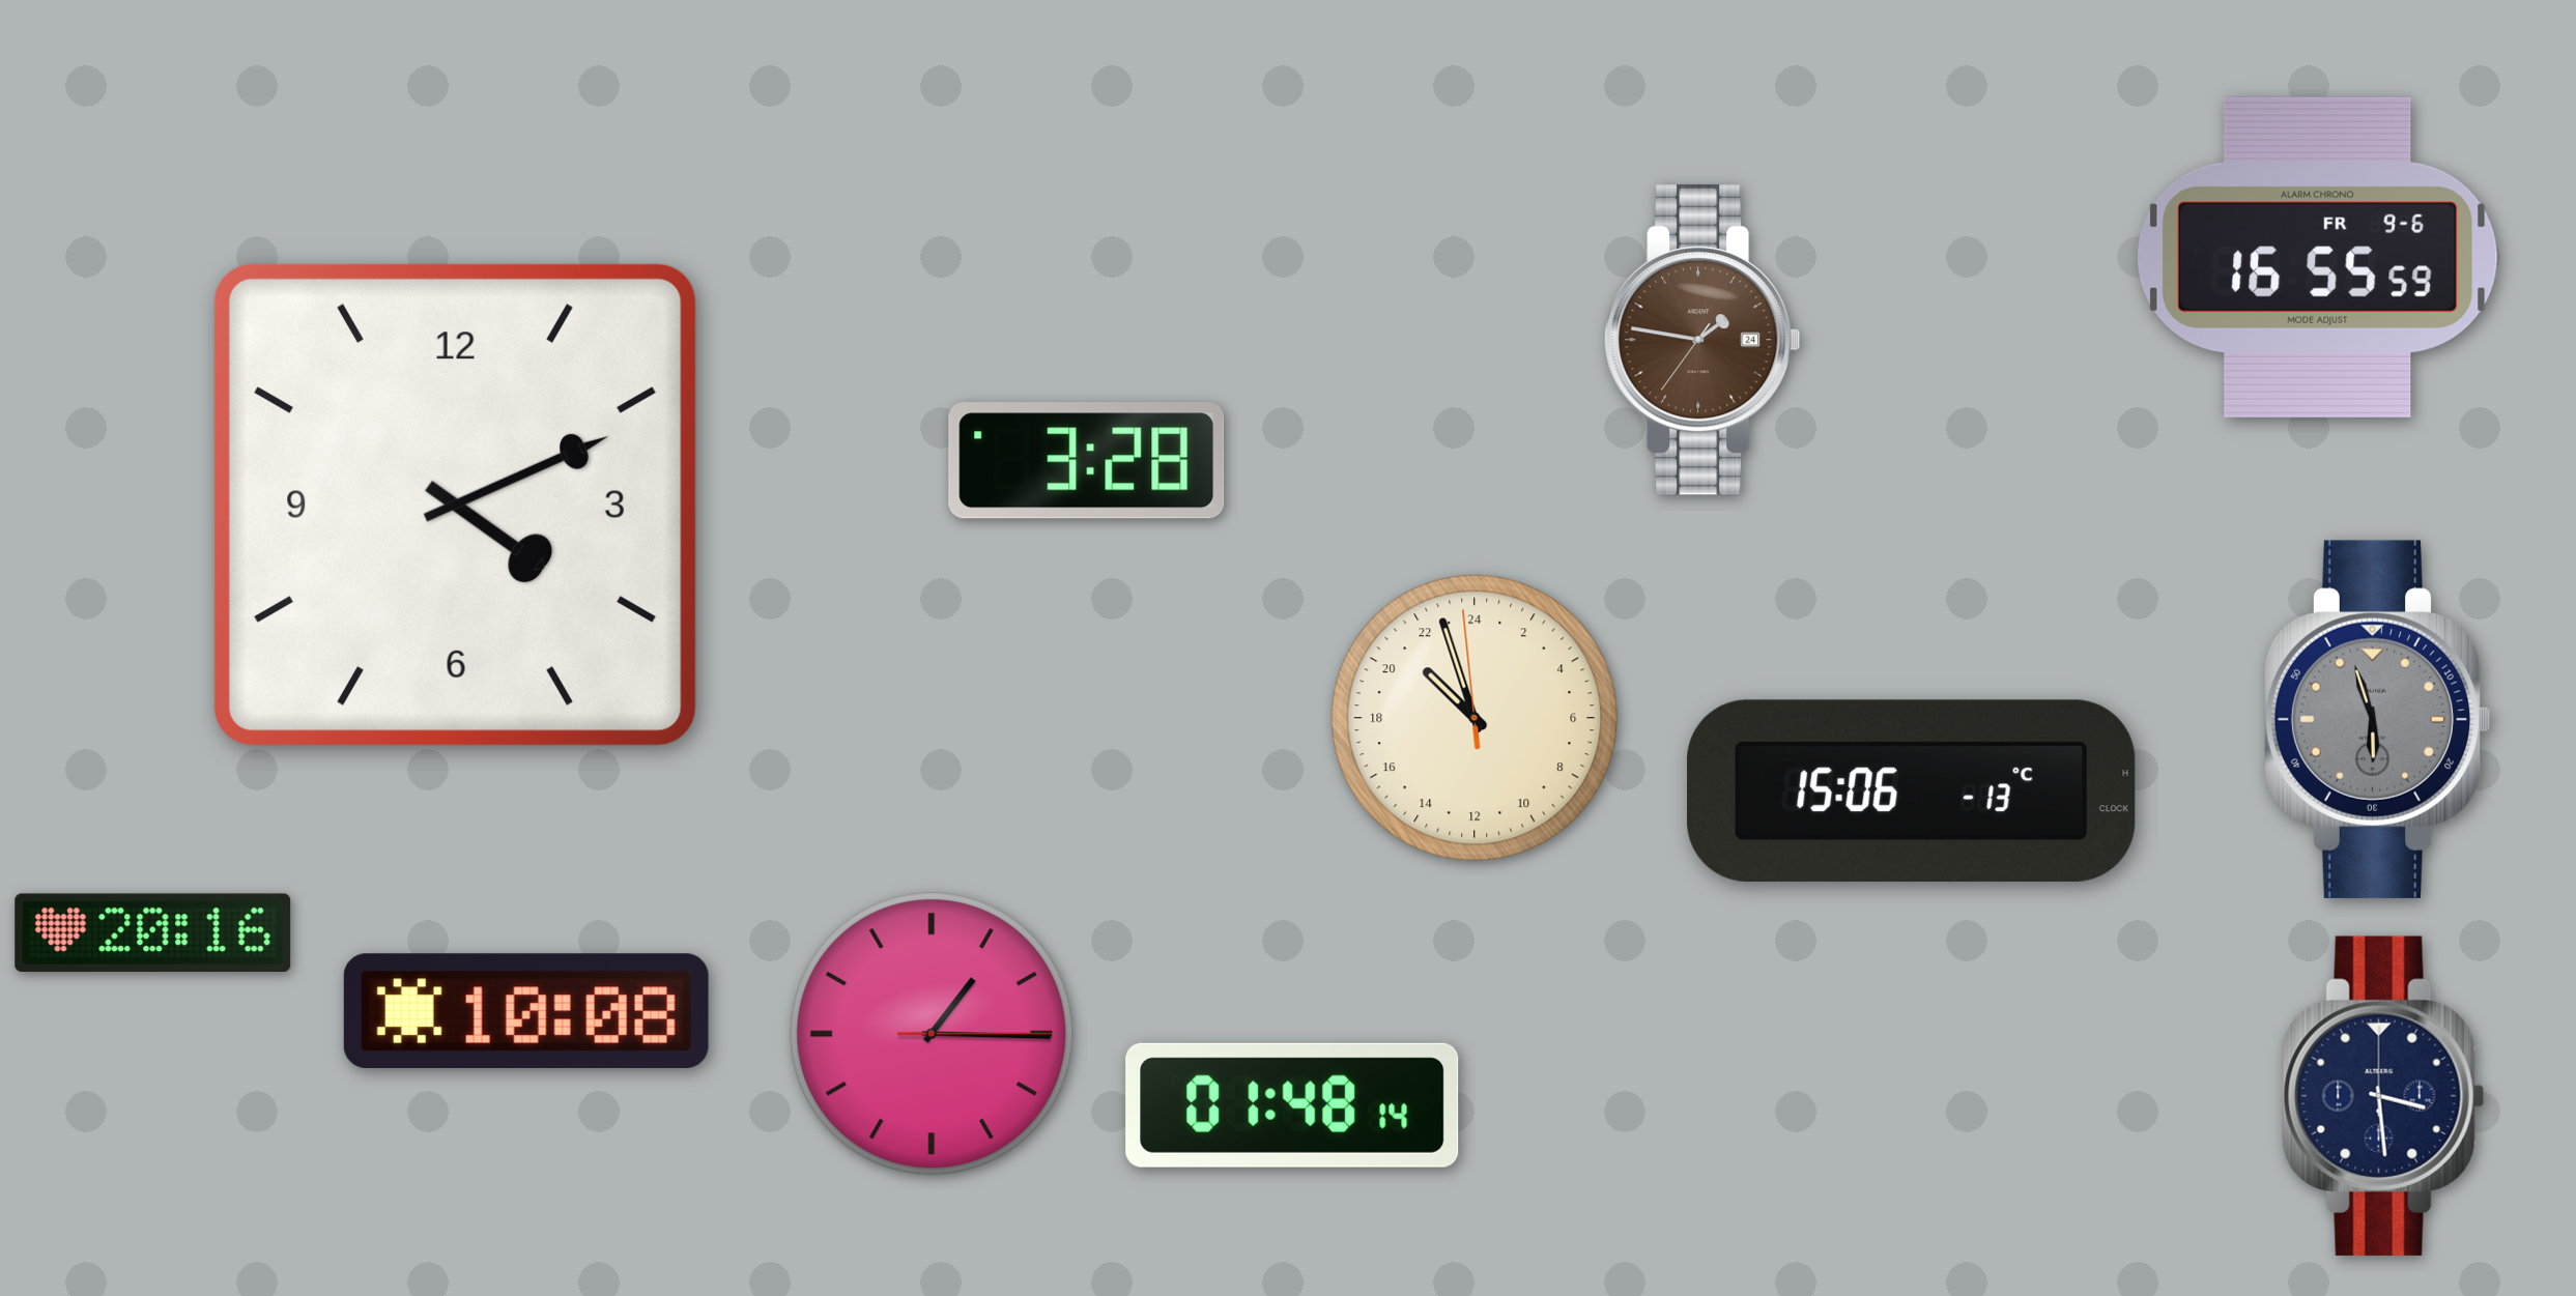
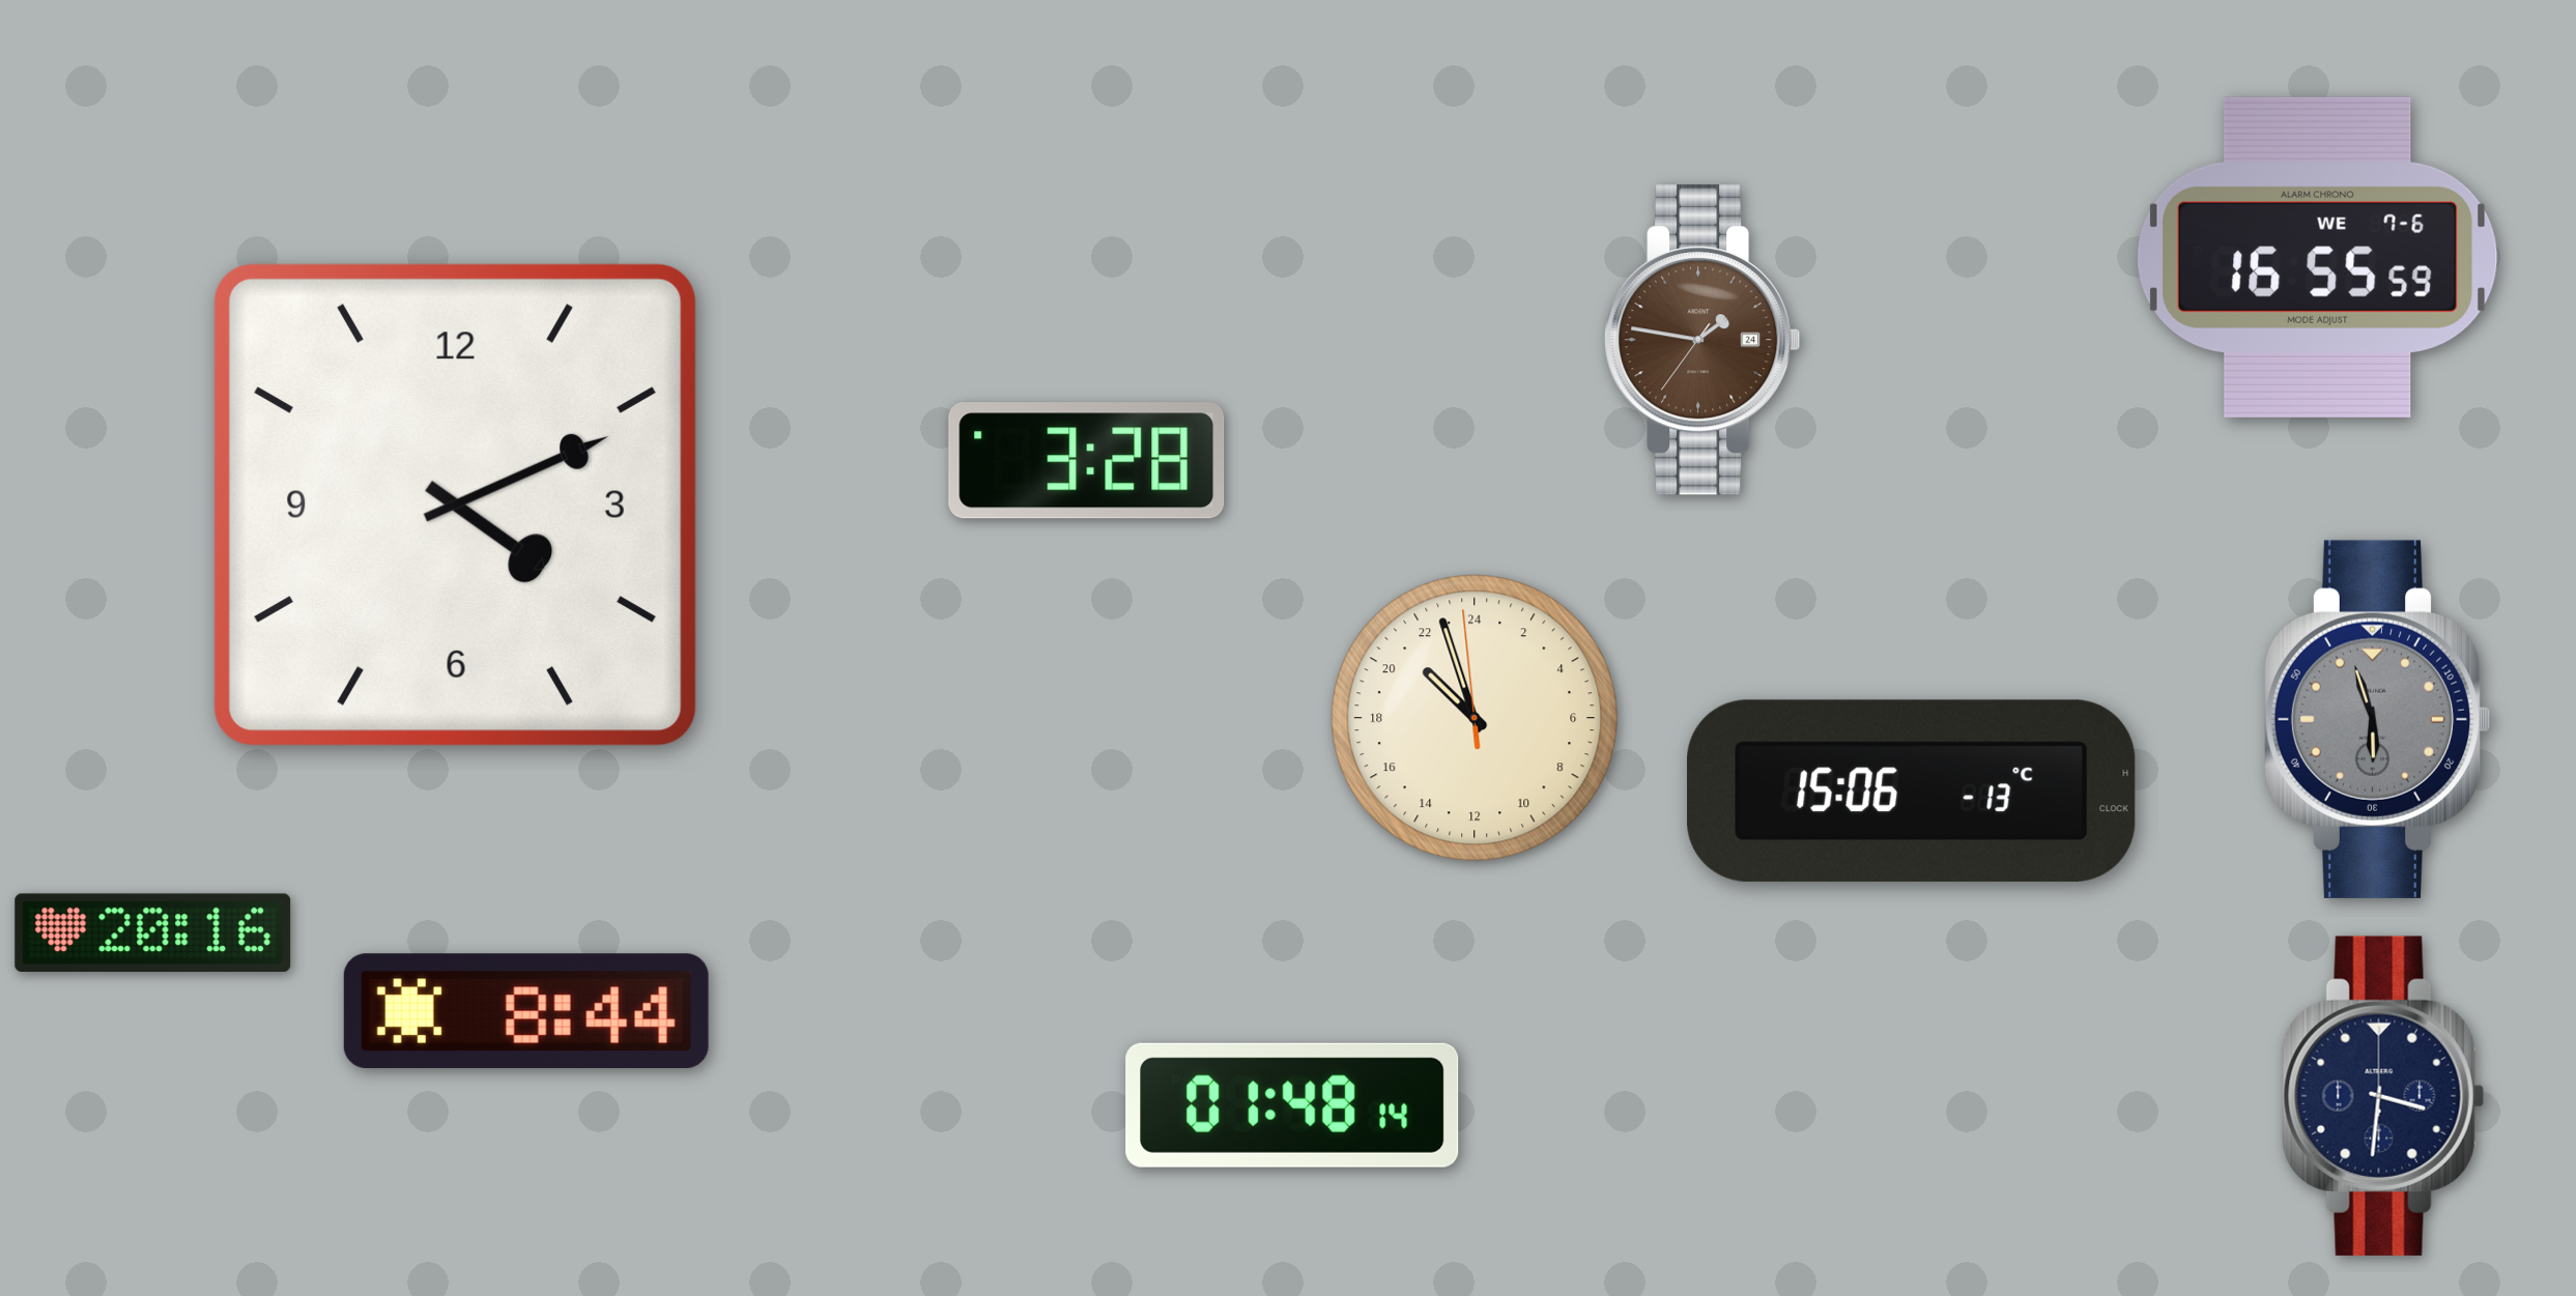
clock at (2317, 257) date: FR 9-6 -> WE 7-6
clock at (526, 1010): 10:08 -> 8:44
clock at (932, 1034): 1:15 -> none
clock at (2383, 1096): 3:29 -> 3:31
